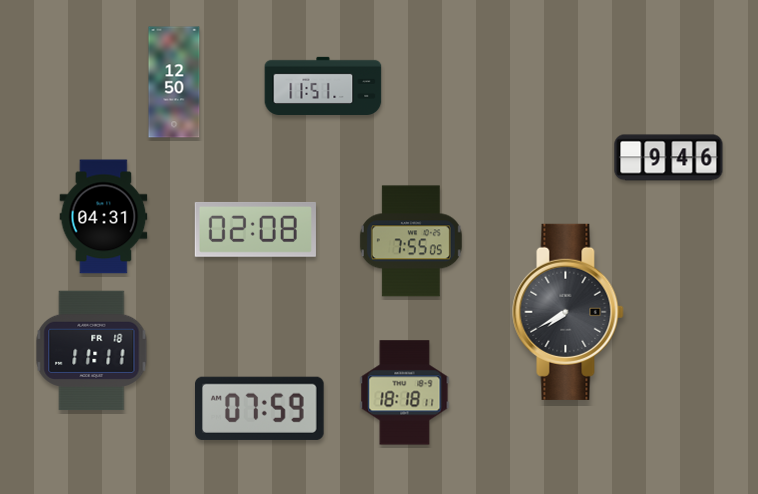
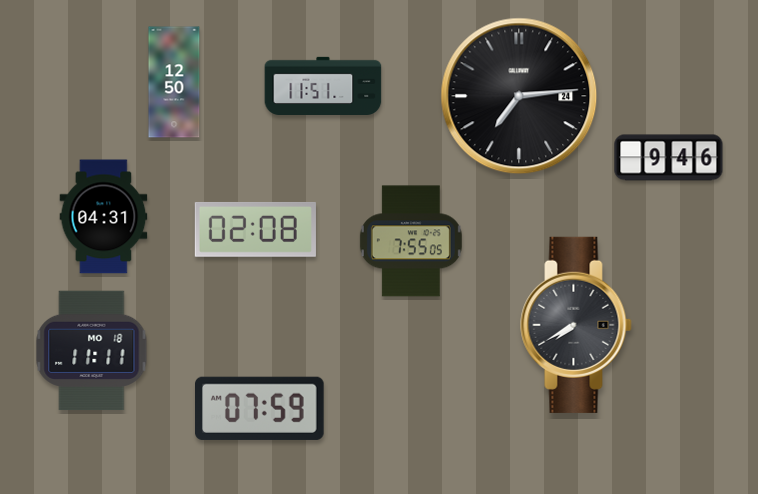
clock at (519, 96): none -> 7:14
clock at (568, 312) position: (568, 312) -> (576, 325)
clock at (92, 351) date: FR 18 -> MO 18
clock at (405, 393): 18:18 -> none
